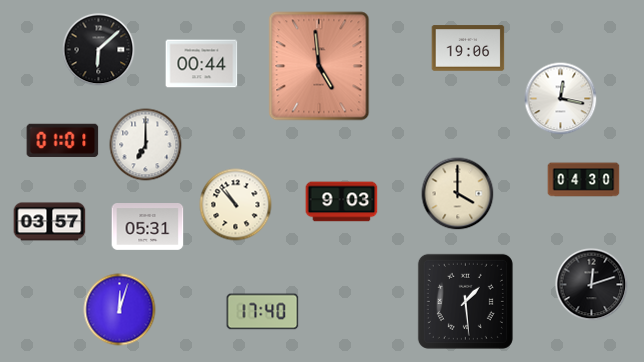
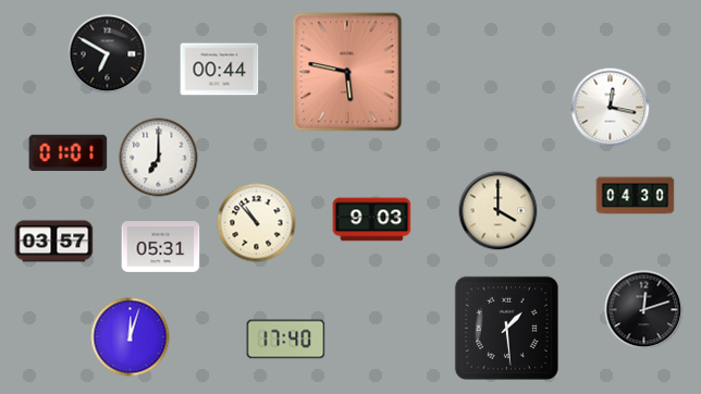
clock at (468, 48): 19:06 -> none
clock at (99, 50): 6:08 -> 6:50
clock at (319, 66): 4:59 -> 5:47
